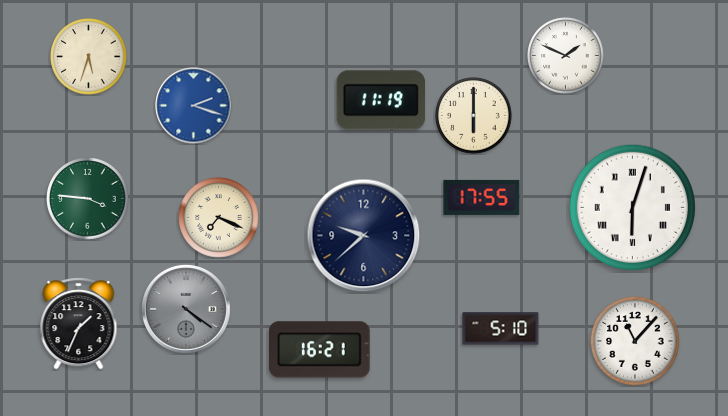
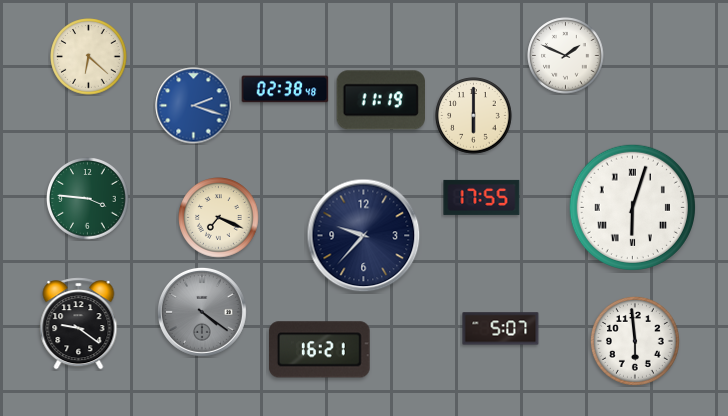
clock at (89, 57): 5:33 -> 6:22
clock at (285, 89): none -> 02:38
clock at (364, 236): 9:38 -> 9:37
clock at (186, 309) position: (186, 309) -> (202, 312)
clock at (79, 324): 1:34 -> 9:21
clock at (501, 329): 5:10 -> 5:07
clock at (635, 341): 11:07 -> 5:59
